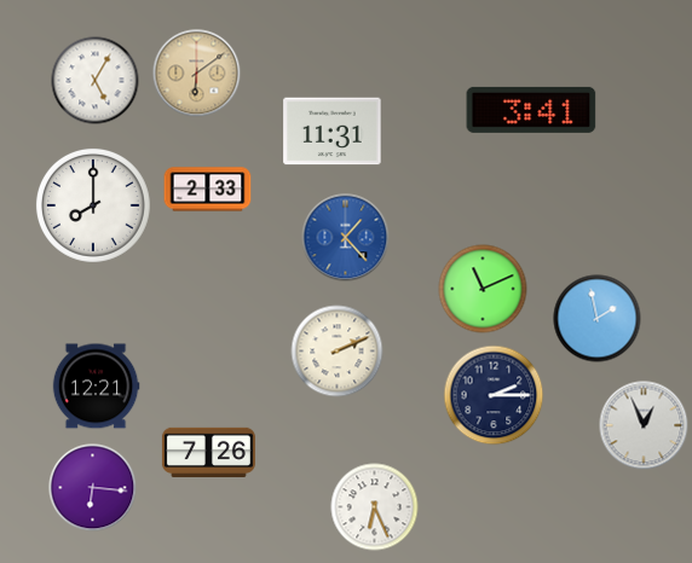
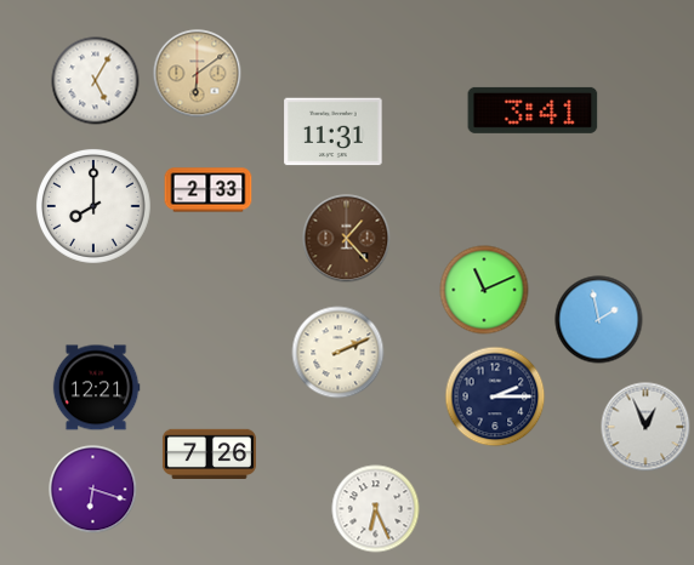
clock at (346, 238) dial: blue -> brown
clock at (93, 488): 6:16 -> 6:18
